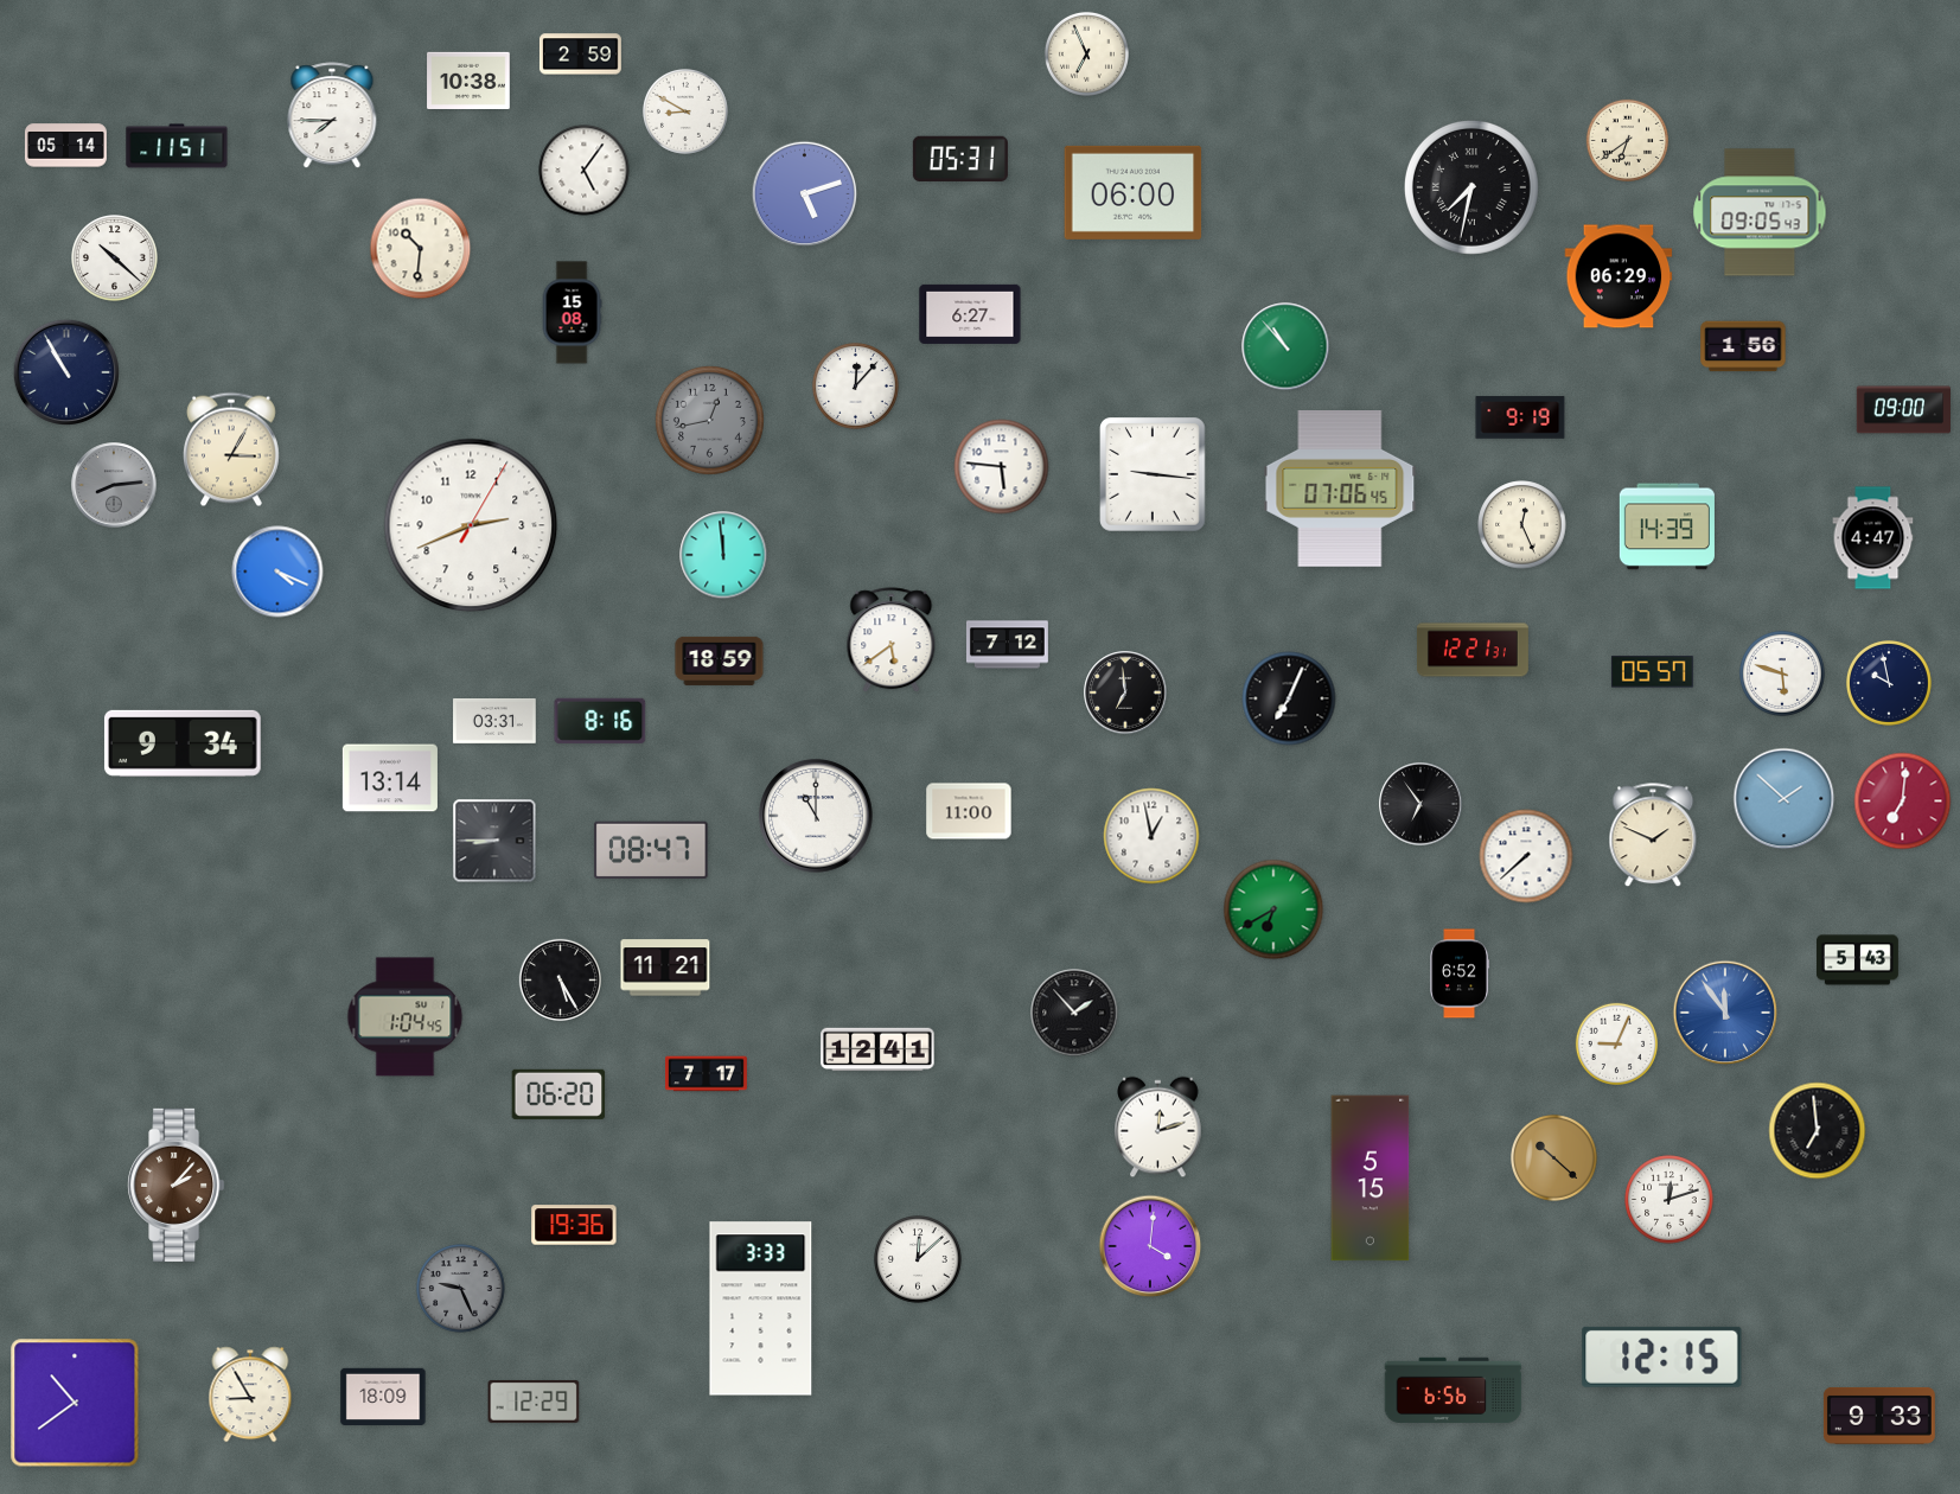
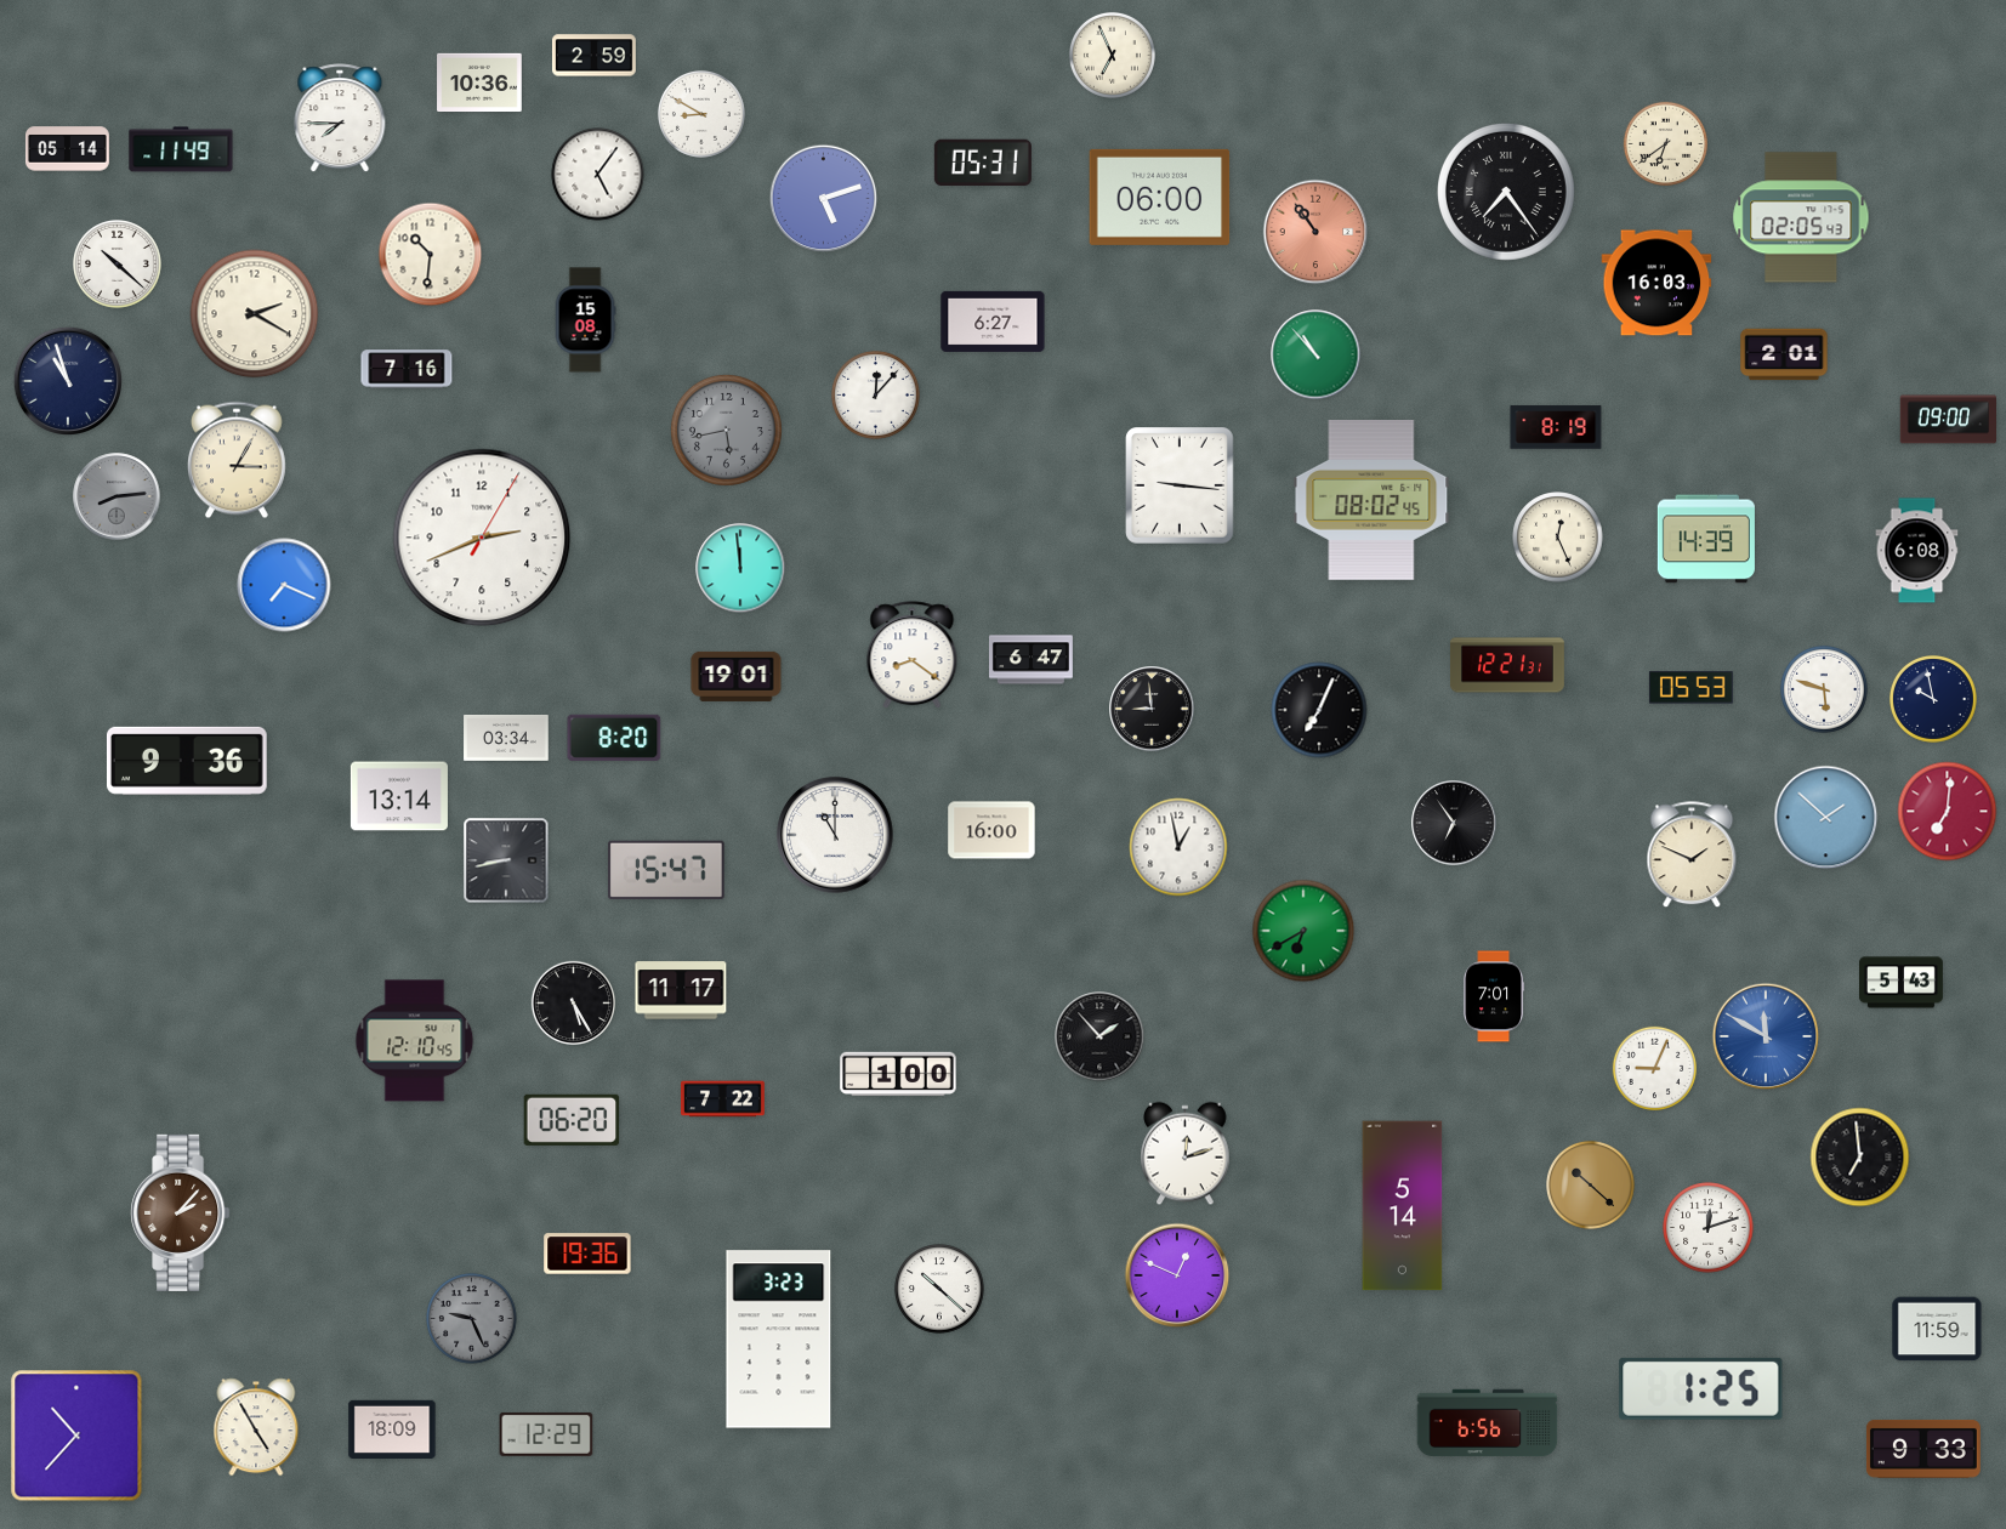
clock at (468, 79): 10:38 -> 10:36
clock at (177, 146): 11:51 -> 11:49
clock at (1471, 187): 7:32 -> 7:24
clock at (1760, 212): 09:05 -> 02:05
clock at (1315, 232): none -> 10:54
clock at (1619, 276): 06:29 -> 16:03
clock at (255, 314): none -> 2:20
clock at (1743, 346): 1:56 -> 2:01
clock at (407, 369): none -> 7:16
clock at (65, 371): 10:55 -> 10:57
clock at (1520, 417): 9:19 -> 8:19
clock at (709, 420): 12:43 -> 5:43
clock at (1002, 467): 5:46 -> none
clock at (1340, 490): 07:06 -> 08:02
clock at (1873, 538): 4:47 -> 6:08
clock at (277, 572): 4:19 -> 7:19
clock at (892, 640): 5:39 -> 8:21
clock at (1007, 645): 7:12 -> 6:47
clock at (720, 660): 18:59 -> 19:01
clock at (1652, 672): 05:57 -> 05:53
clock at (1125, 692): 6:59 -> 8:59
clock at (1289, 698) position: (1289, 698) -> (1319, 710)
clock at (600, 721): 8:16 -> 8:20
clock at (494, 722): 03:31 -> 03:34
clock at (183, 743): 9:34 -> 9:36
clock at (1903, 802) position: (1903, 802) -> (1948, 812)
clock at (969, 811): 11:00 -> 16:00
clock at (1151, 836) position: (1151, 836) -> (1178, 847)
clock at (494, 841): 8:45 -> 8:43
clock at (651, 850): 08:47 -> 15:47
clock at (1526, 856): 7:38 -> none
clock at (665, 968): 11:21 -> 11:17
clock at (1460, 973): 6:52 -> 7:01
clock at (1725, 1013): 11:54 -> 11:50
clock at (406, 1017): 1:04 -> 12:10
clock at (877, 1049): 12:41 -> 1:00
clock at (707, 1074): 7:17 -> 7:22
clock at (1371, 1179): 5:15 -> 5:14
clock at (1150, 1246): 4:01 -> 12:49
clock at (918, 1259): 12:08 -> 10:22
clock at (1937, 1329): none -> 11:59
clock at (761, 1309): 3:33 -> 3:23
clock at (1662, 1356): 12:15 -> 1:25
clock at (250, 1394): 8:55 -> 4:55
clock at (75, 1403): 10:39 -> 10:37
